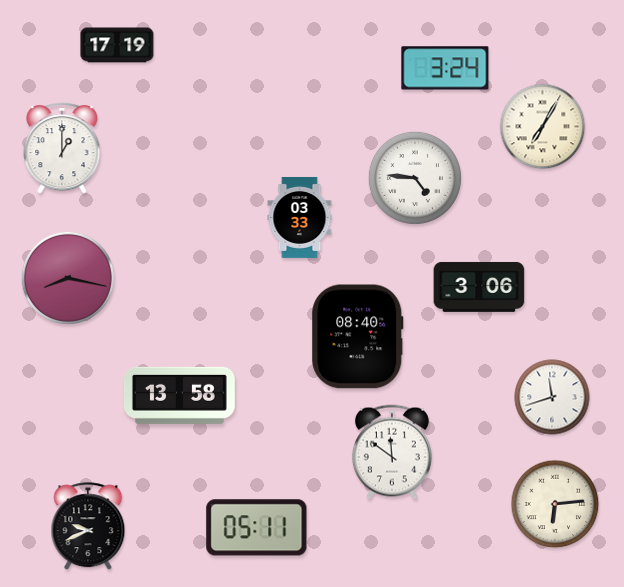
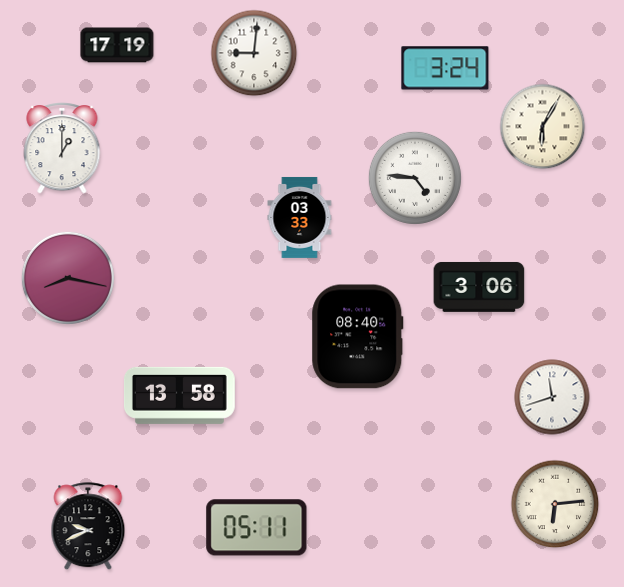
clock at (254, 53): none -> 9:01
clock at (543, 127): 7:05 -> 6:05
clock at (392, 452): 11:51 -> none
